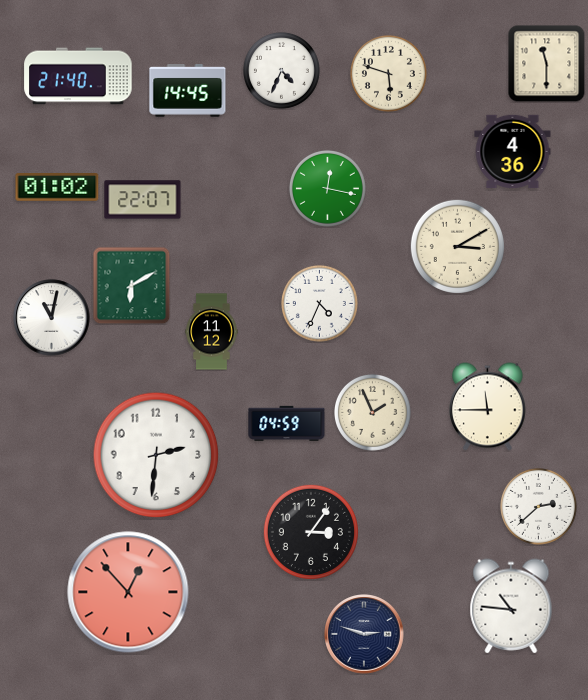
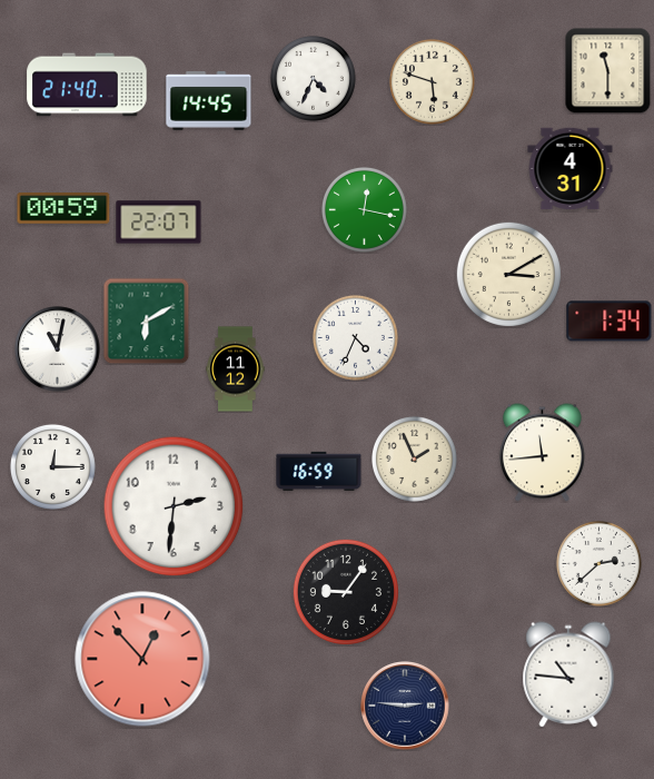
clock at (513, 152): 4:36 -> 4:31
clock at (57, 188): 01:02 -> 00:59
clock at (131, 285) position: (131, 285) -> (146, 321)
clock at (610, 322): none -> 1:34
clock at (52, 318) position: (52, 318) -> (58, 349)
clock at (488, 407): 11:45 -> 11:44
clock at (52, 466): none -> 12:15
clock at (287, 423): 04:59 -> 16:59
clock at (311, 532): 3:06 -> 9:06
clock at (364, 634): 2:48 -> 2:46
